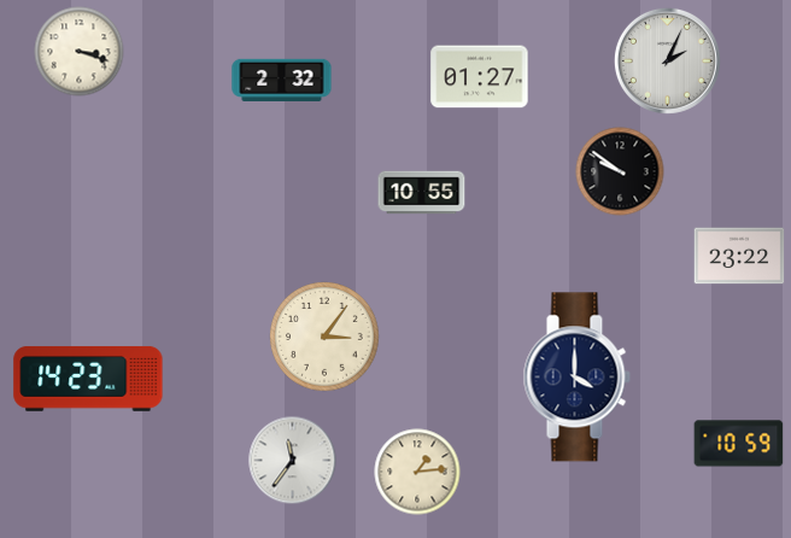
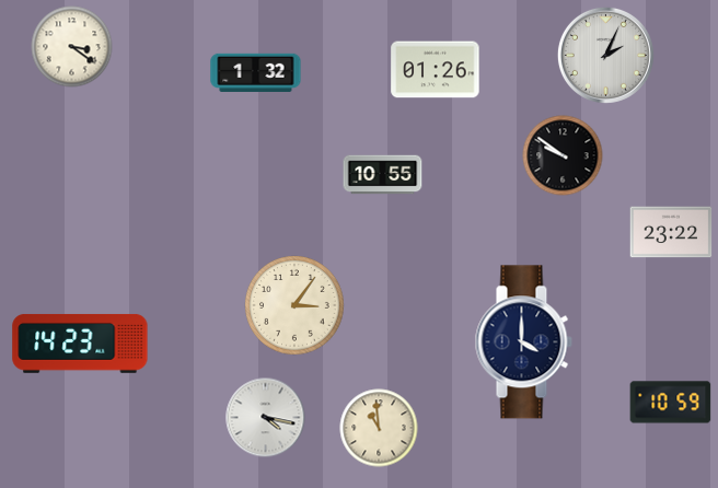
clock at (80, 52): 3:18 -> 3:21
clock at (480, 77): 01:27 -> 01:26
clock at (282, 80): 2:32 -> 1:32
clock at (293, 461): 11:36 -> 4:17
clock at (417, 472): 1:14 -> 10:59
